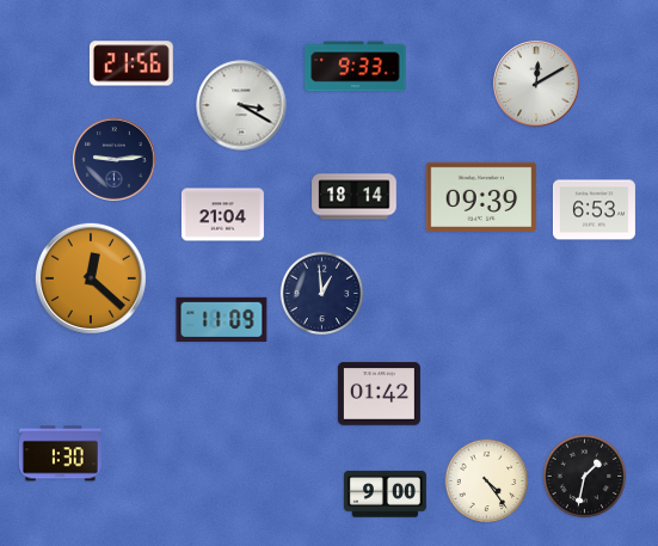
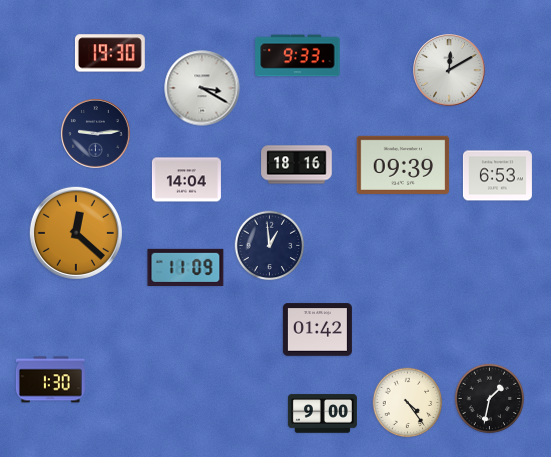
clock at (131, 63): 21:56 -> 19:30
clock at (355, 197): 18:14 -> 18:16
clock at (222, 215): 21:04 -> 14:04
